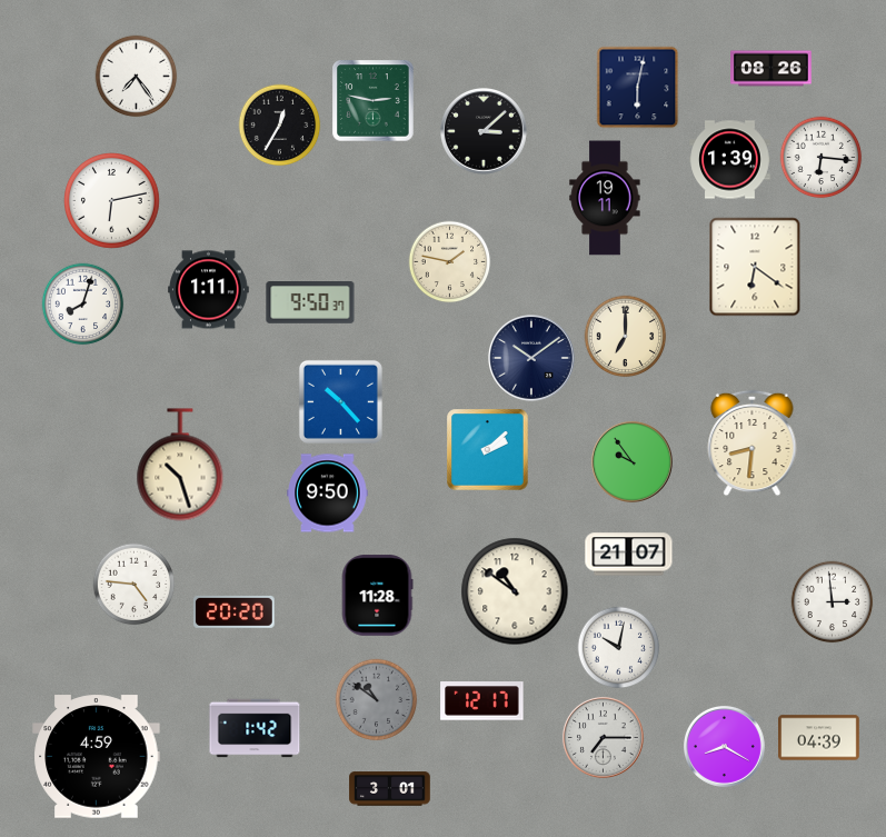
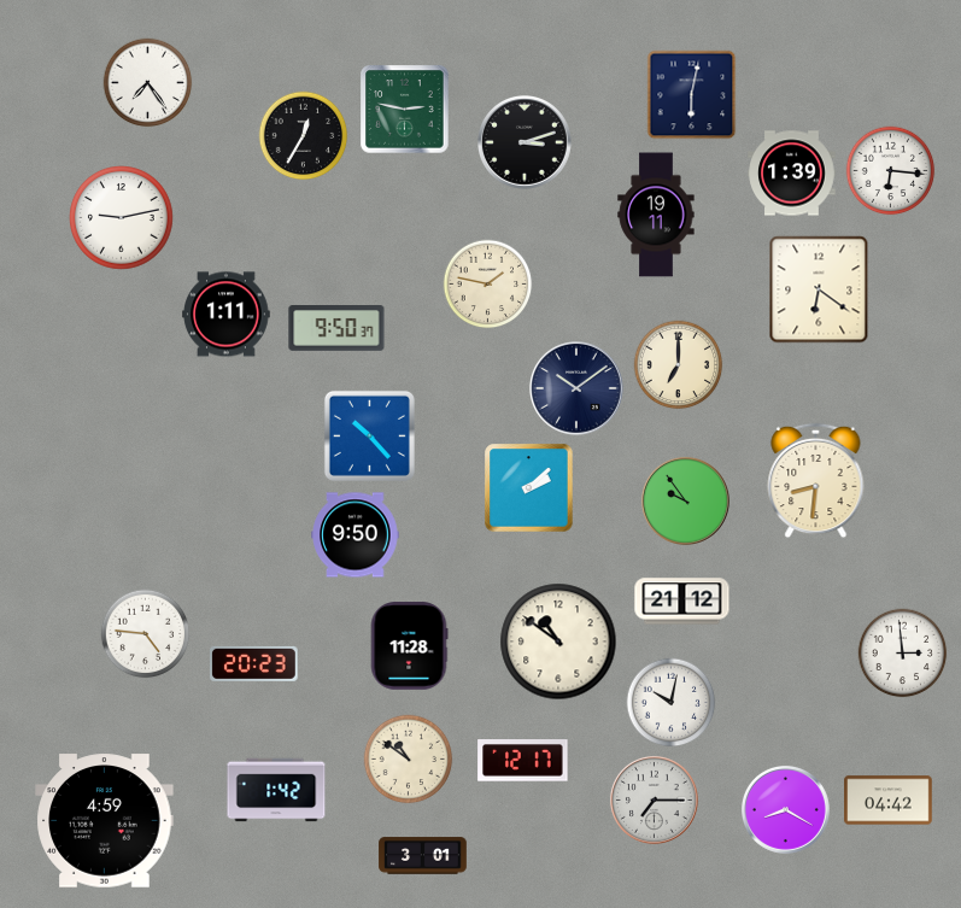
clock at (771, 69): 08:26 -> none
clock at (485, 132): 3:08 -> 3:12
clock at (112, 201): 6:13 -> 9:13
clock at (83, 305): 8:03 -> none
clock at (180, 465): 10:27 -> none
clock at (629, 555): 21:07 -> 21:12
clock at (235, 611): 20:20 -> 20:23
clock at (377, 700) dial: grey -> cream
clock at (819, 738): 04:39 -> 04:42
